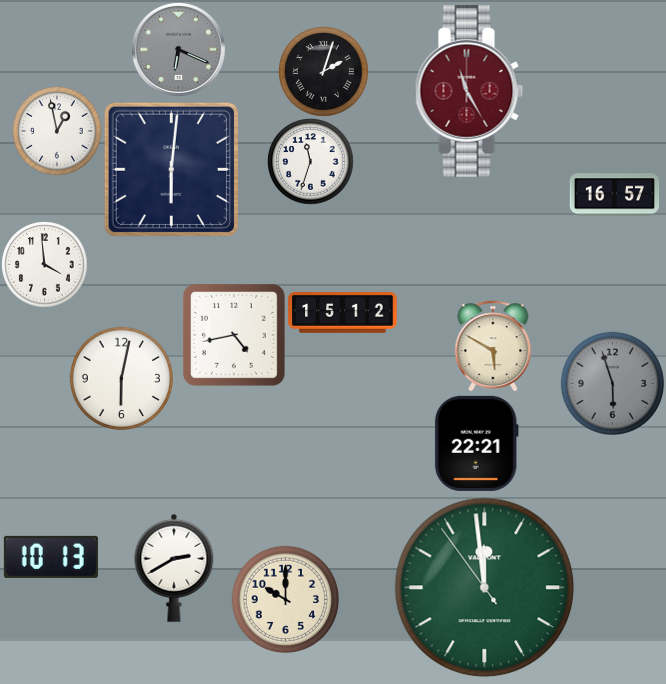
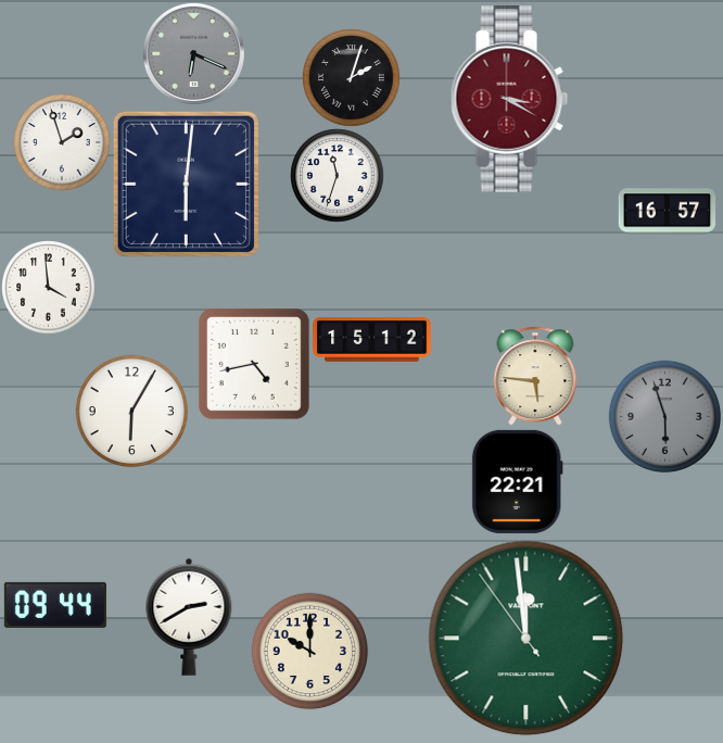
clock at (469, 92): 11:25 -> 3:20
clock at (57, 131): 12:58 -> 1:57
clock at (493, 346): 5:50 -> 5:46
clock at (121, 378): 6:02 -> 6:05
clock at (51, 557): 10:13 -> 09:44
